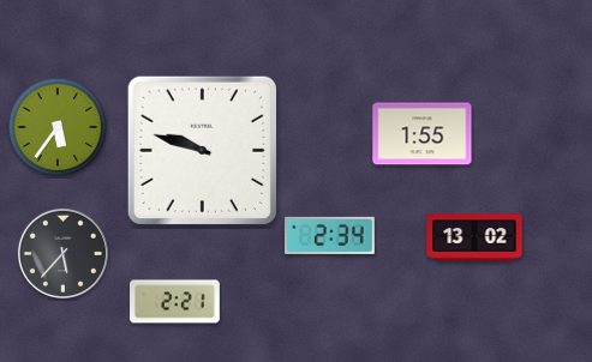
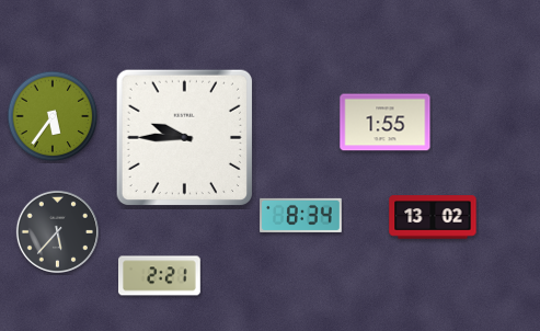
clock at (202, 150): 9:48 -> 9:45
clock at (330, 235): 2:34 -> 8:34
